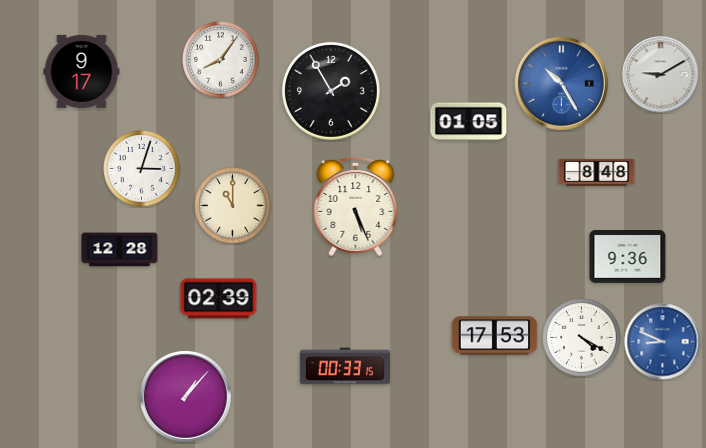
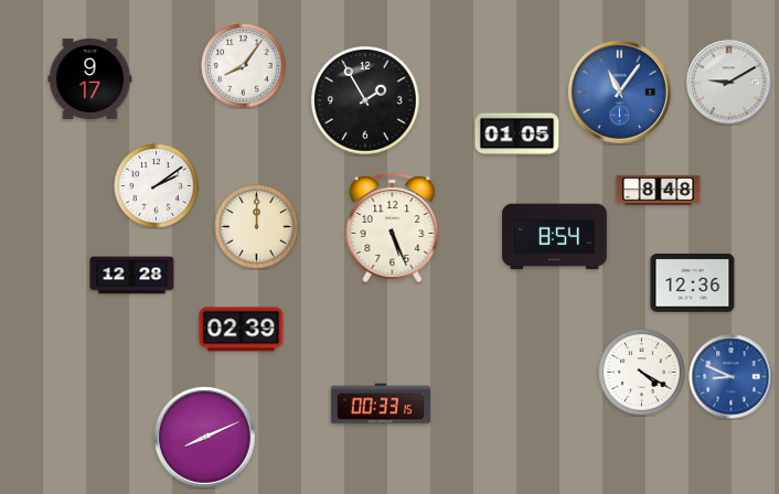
clock at (561, 83): 10:25 -> 11:06
clock at (142, 169): 3:03 -> 2:09
clock at (233, 206): 11:00 -> 12:00
clock at (554, 237): none -> 8:54
clock at (628, 257): 9:36 -> 12:36
clock at (495, 336): 17:53 -> none
clock at (185, 396): 1:07 -> 8:11
